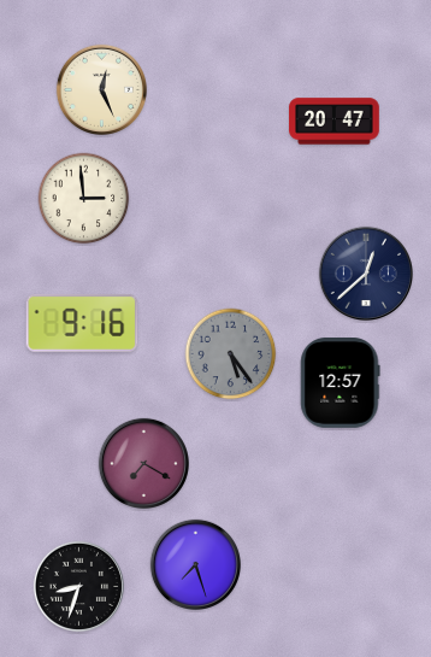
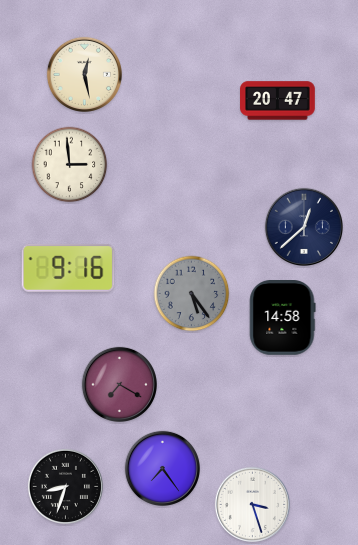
clock at (101, 89): 12:26 -> 12:28
clock at (341, 383): 12:57 -> 14:58
clock at (195, 564): 7:27 -> 7:24
clock at (252, 504): none -> 3:27
